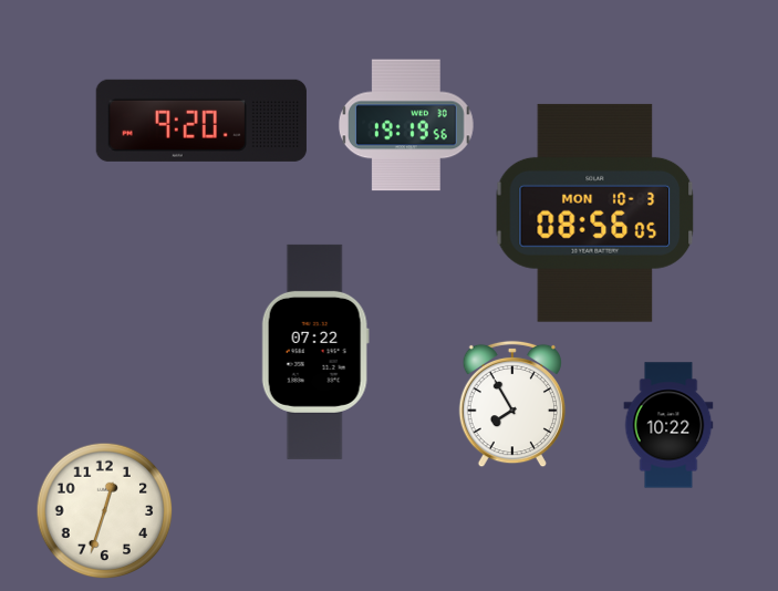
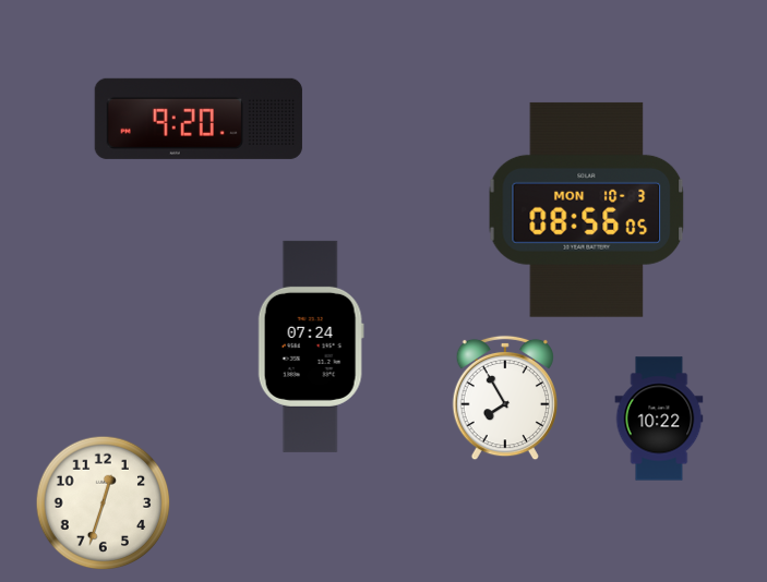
clock at (407, 125): 19:19 -> none
clock at (315, 352): 07:22 -> 07:24
